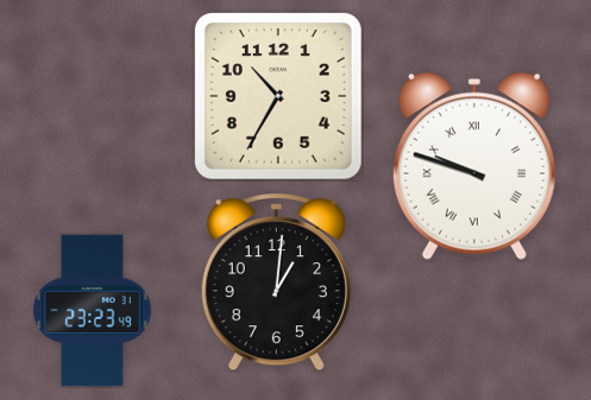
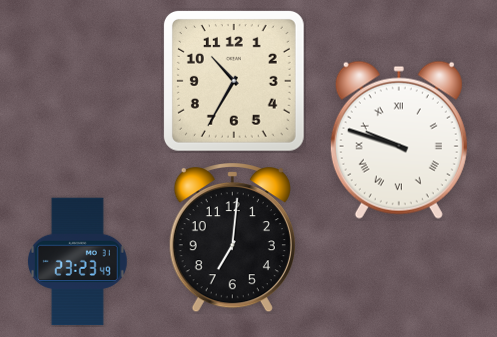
clock at (276, 282): 1:01 -> 7:01
